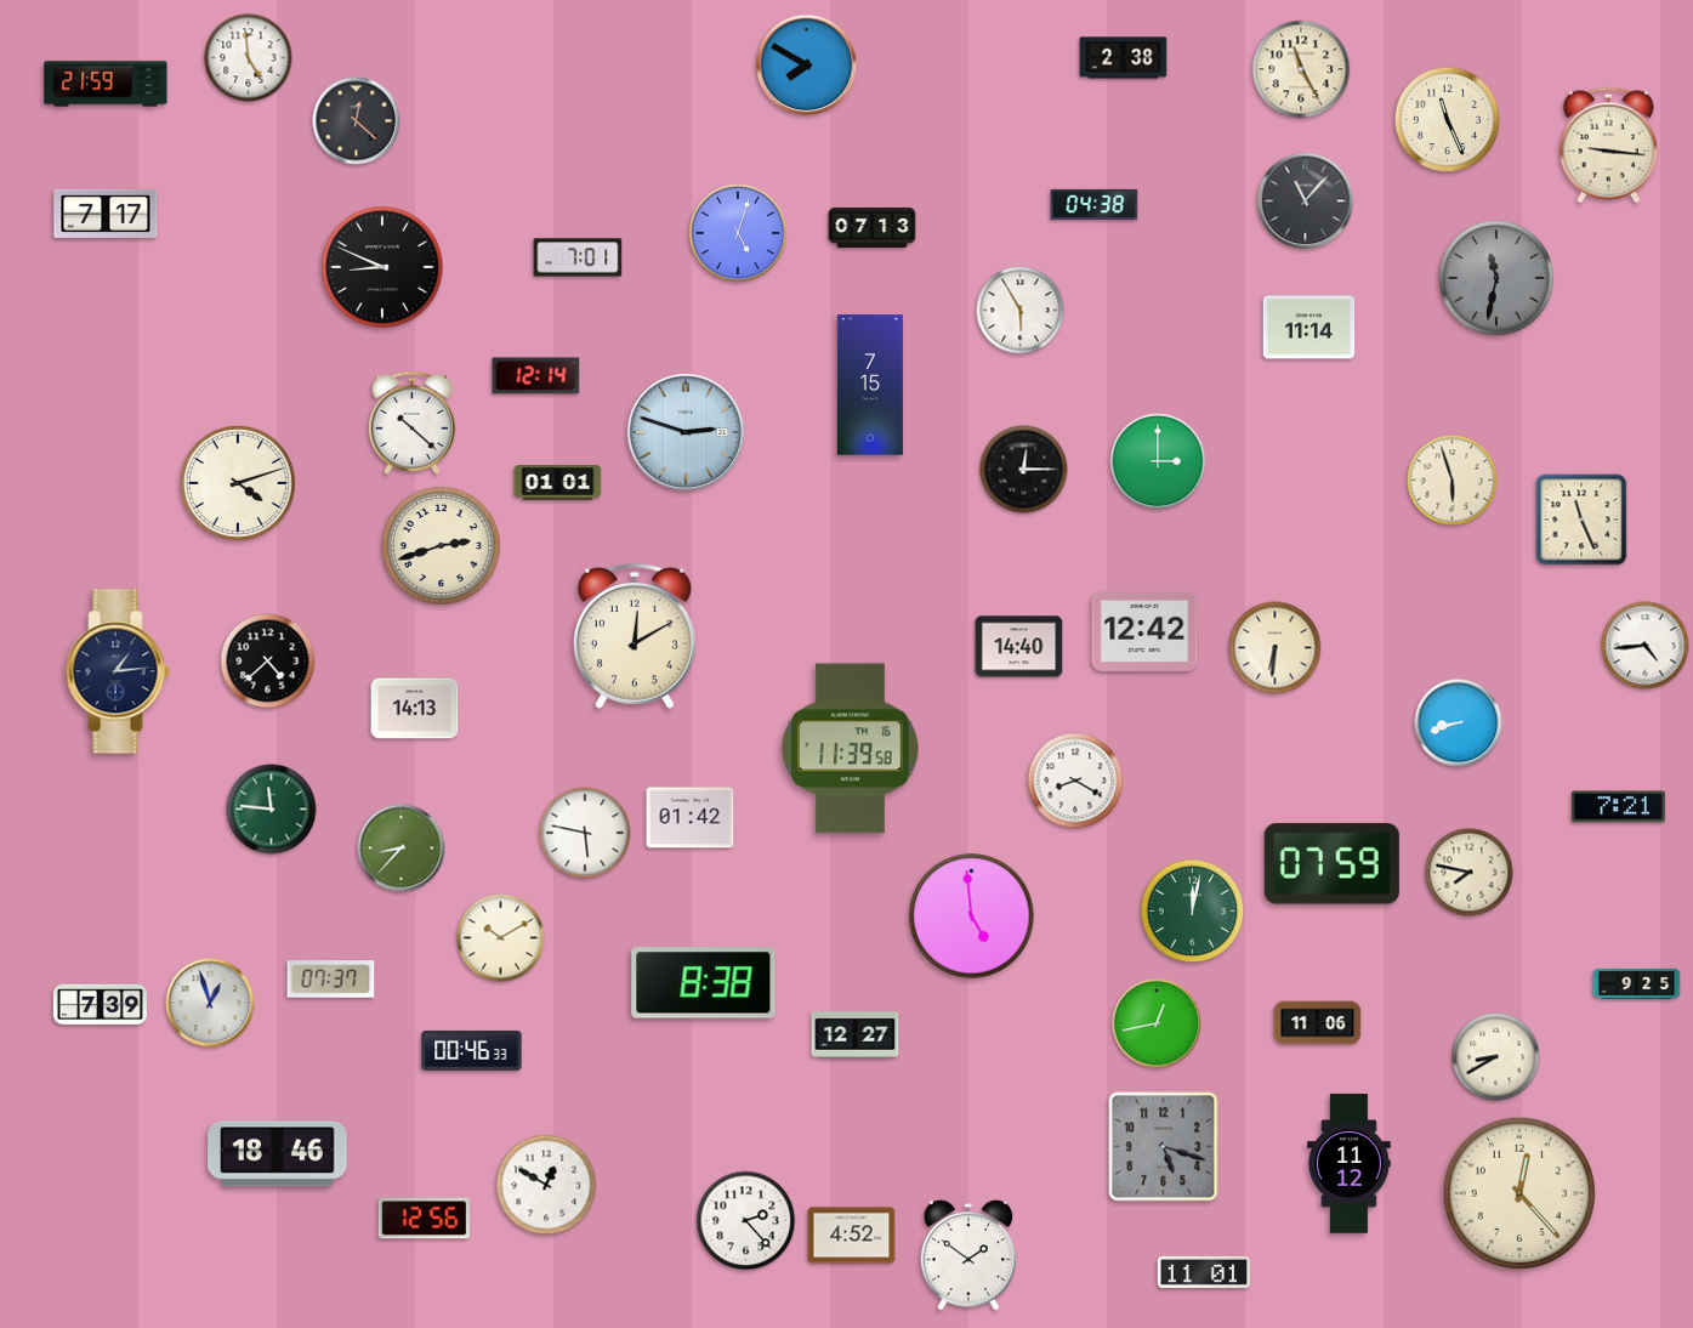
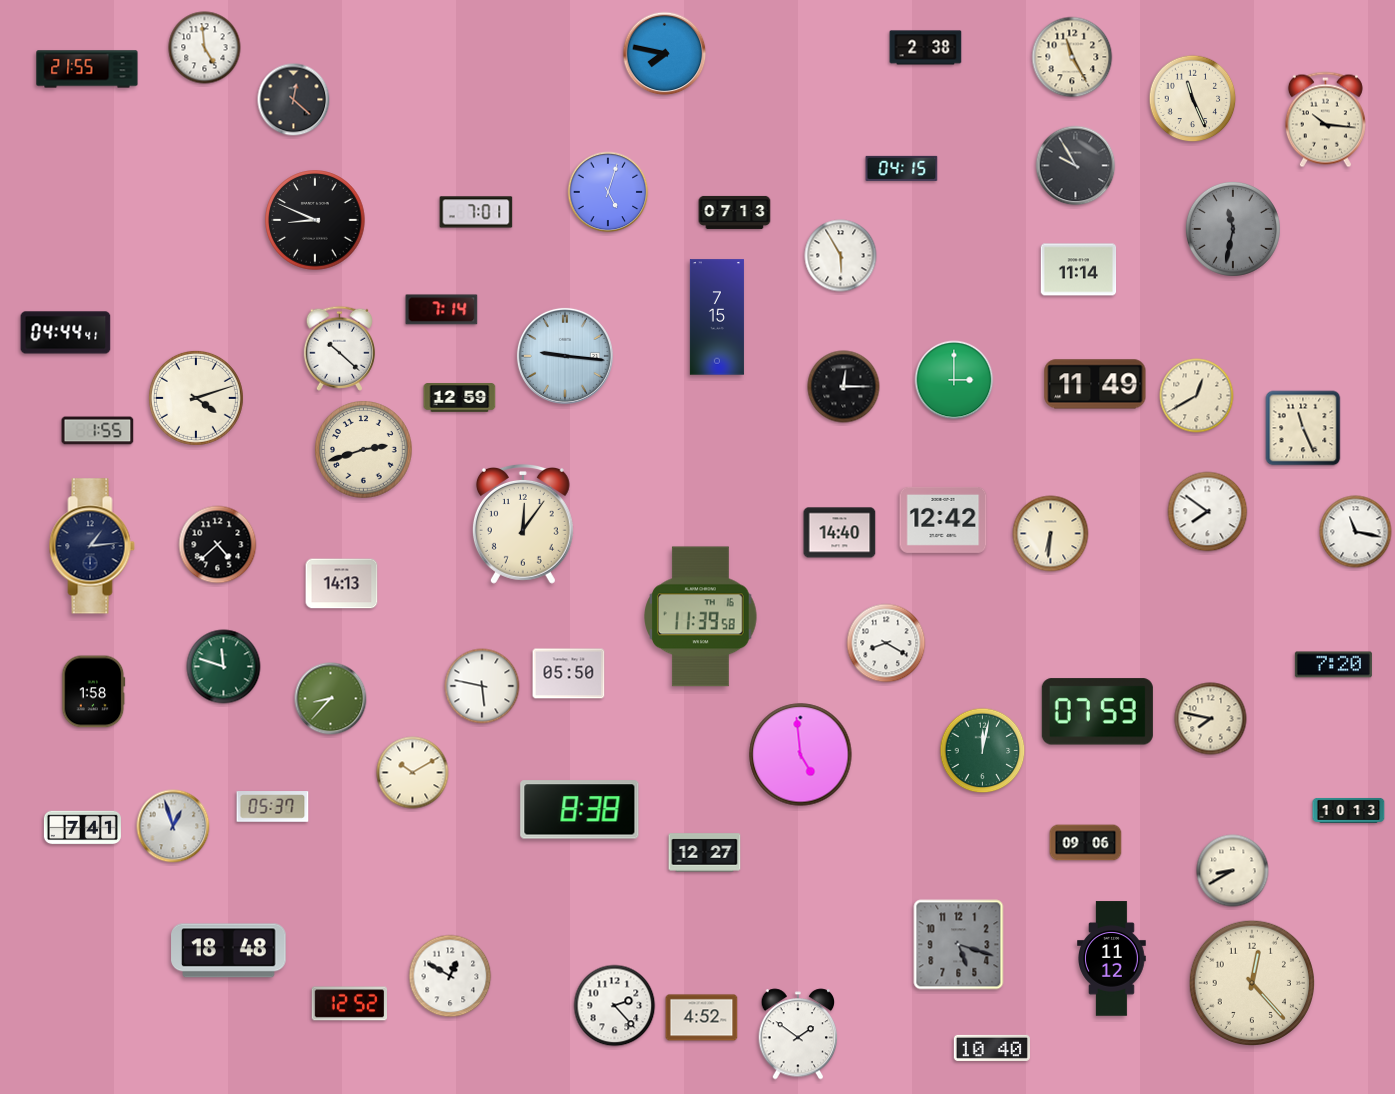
clock at (807, 66): 7:50 -> 7:47
clock at (106, 84): 21:59 -> 21:55
clock at (1608, 146): 9:16 -> 10:16
clock at (1306, 202): 11:07 -> 9:55
clock at (1095, 204): 04:38 -> 04:15
clock at (106, 214): 7:17 -> none
clock at (873, 227) position: (873, 227) -> (735, 212)
clock at (536, 376): 12:14 -> 7:14
clock at (66, 333): none -> 04:44
clock at (686, 432): 2:48 -> 9:16
clock at (1095, 384): none -> 11:49
clock at (1453, 481): 5:57 -> 12:40
clock at (558, 483): 01:01 -> 12:59
clock at (98, 431): none -> 1:55
clock at (1208, 512): none -> 7:51
clock at (635, 636): 12:10 -> 12:06
clock at (1646, 646): 4:44 -> 11:17
clock at (268, 662) position: (268, 662) -> (218, 545)
clock at (118, 671) position: (118, 671) -> (92, 546)
clock at (1459, 723): 8:42 -> none
clock at (1618, 807): 7:21 -> 7:20
clock at (272, 810): 11:46 -> 11:48
clock at (691, 818): 01:42 -> 05:50
clock at (94, 692): none -> 1:58
clock at (331, 980): 07:37 -> 05:37
clock at (1637, 983): 9:25 -> 10:13
clock at (100, 1005): 7:39 -> 7:41
clock at (1157, 1023): 12:43 -> none
clock at (1318, 1023): 11:06 -> 09:06
clock at (472, 1050): 00:46 -> none
clock at (278, 1154): 18:46 -> 18:48
clock at (425, 1219): 12:56 -> 12:52
clock at (1203, 1272): 11:01 -> 10:40
